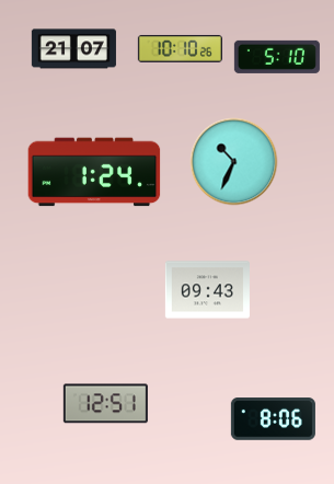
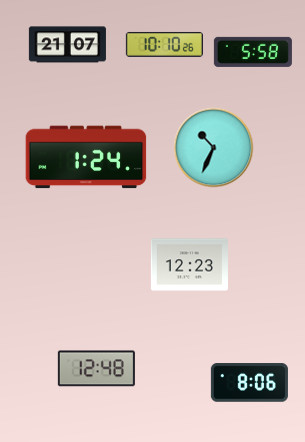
clock at (277, 57): 5:10 -> 5:58
clock at (207, 290): 09:43 -> 12:23
clock at (105, 404): 12:51 -> 12:48
